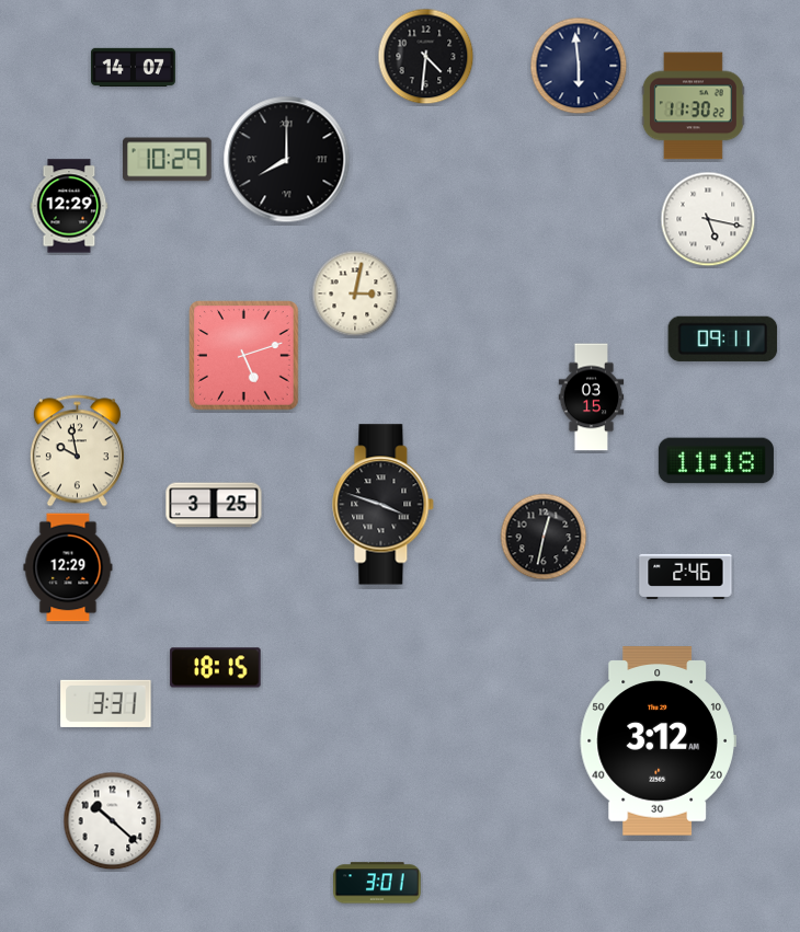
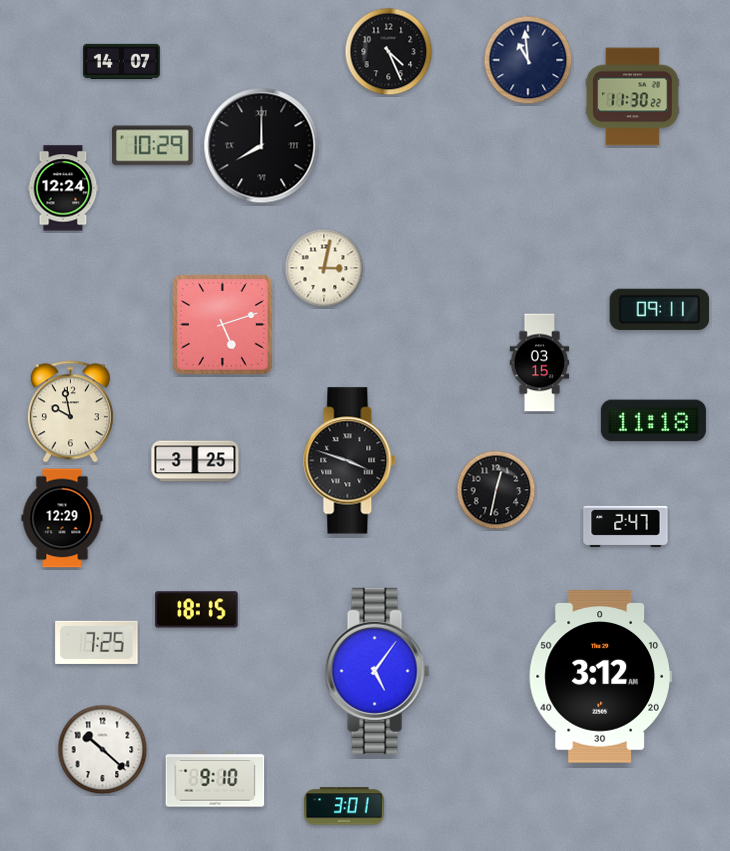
clock at (426, 57): 4:31 -> 4:26
clock at (579, 66): 5:59 -> 10:59
clock at (69, 206): 12:29 -> 12:24
clock at (708, 219): 5:17 -> none
clock at (686, 576): 2:46 -> 2:47
clock at (106, 703): 3:31 -> 7:25
clock at (377, 671): none -> 5:06
clock at (215, 779): none -> 9:10
